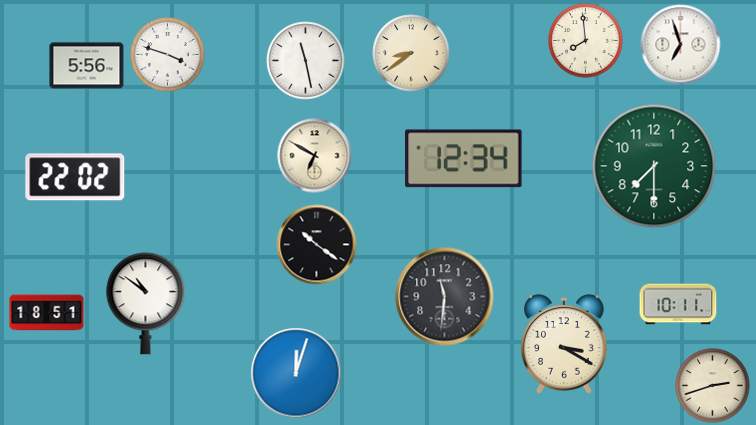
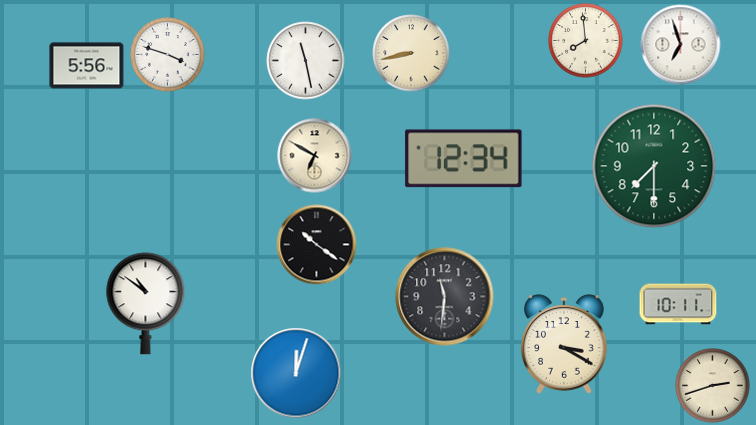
clock at (411, 53): 8:39 -> 8:43
clock at (75, 177): 22:02 -> none
clock at (47, 313): 18:51 -> none
